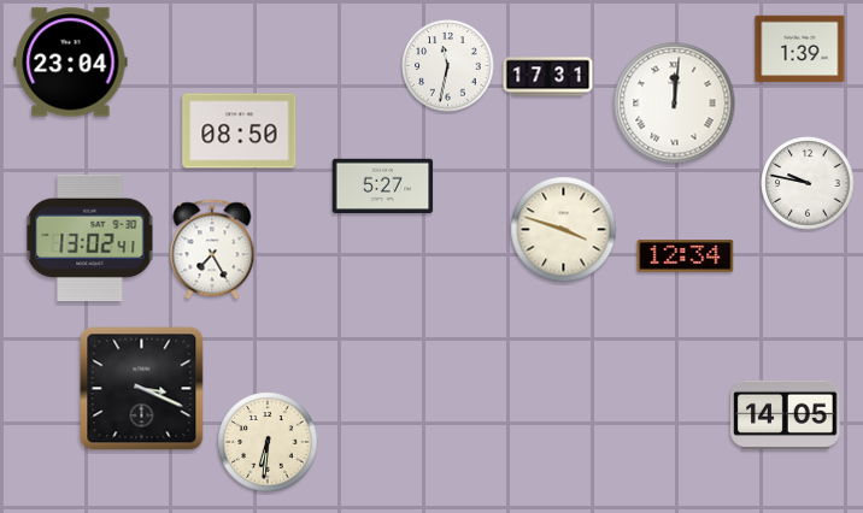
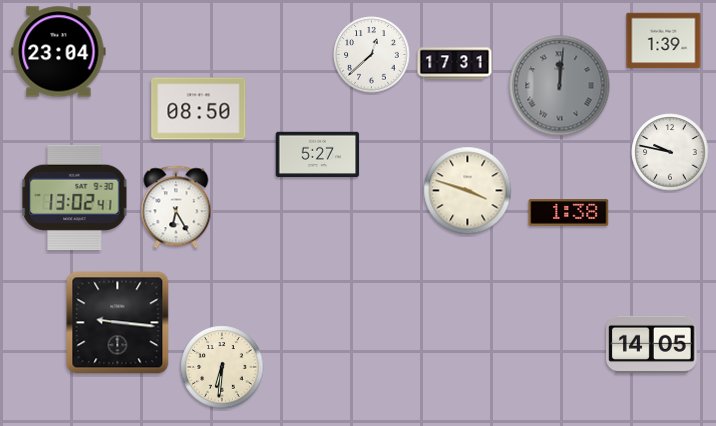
clock at (448, 66): 11:32 -> 12:38
clock at (675, 104) dial: white -> grey
clock at (212, 249): 7:25 -> 6:25
clock at (686, 256): 12:34 -> 1:38
clock at (142, 389): 3:19 -> 9:16
